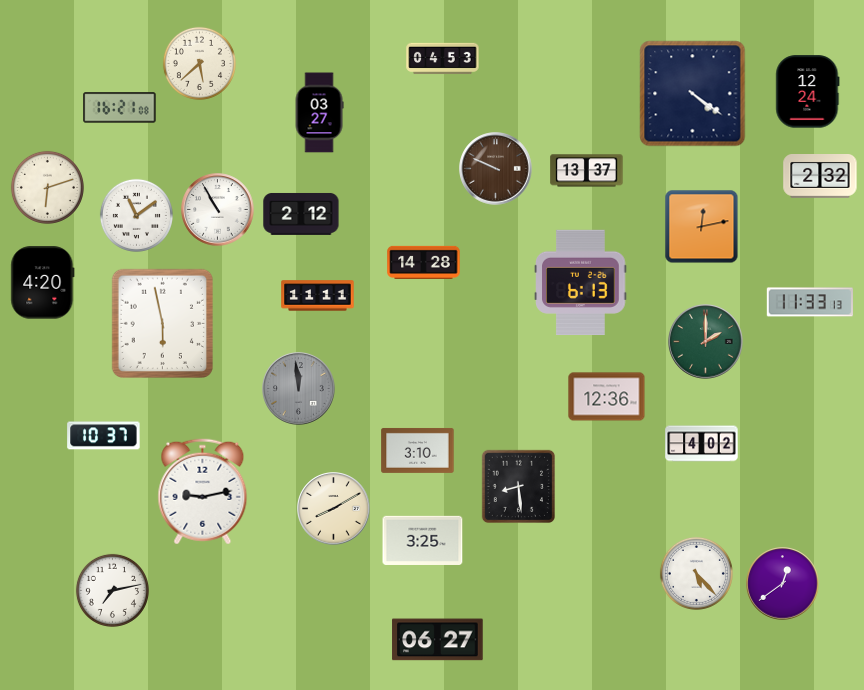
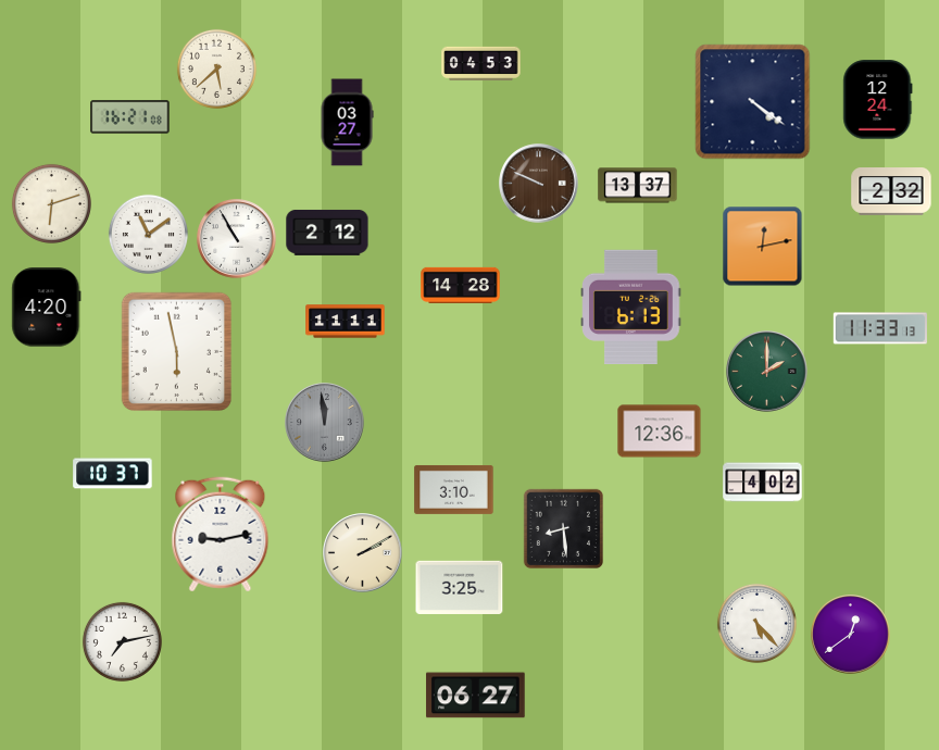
clock at (218, 210) position: (218, 210) -> (237, 239)
clock at (334, 509): 8:10 -> 2:10
